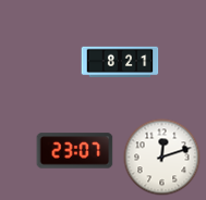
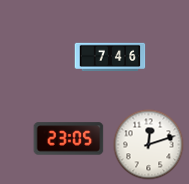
clock at (120, 61): 8:21 -> 7:46
clock at (75, 151): 23:07 -> 23:05
